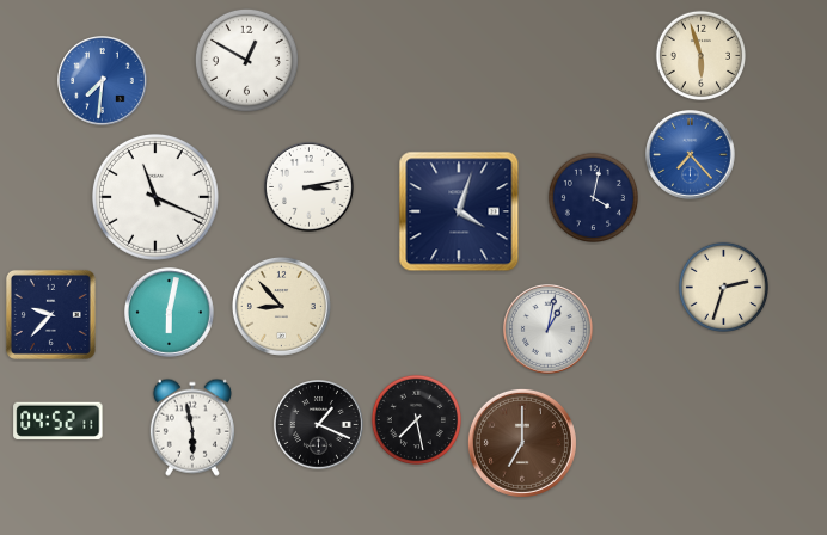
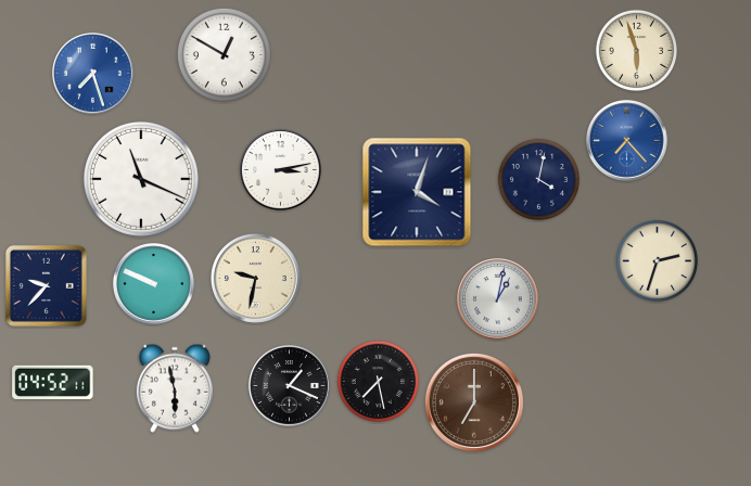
clock at (103, 81): 7:31 -> 7:27
clock at (281, 306): 8:53 -> 9:32
clock at (170, 313): 6:02 -> 9:49
